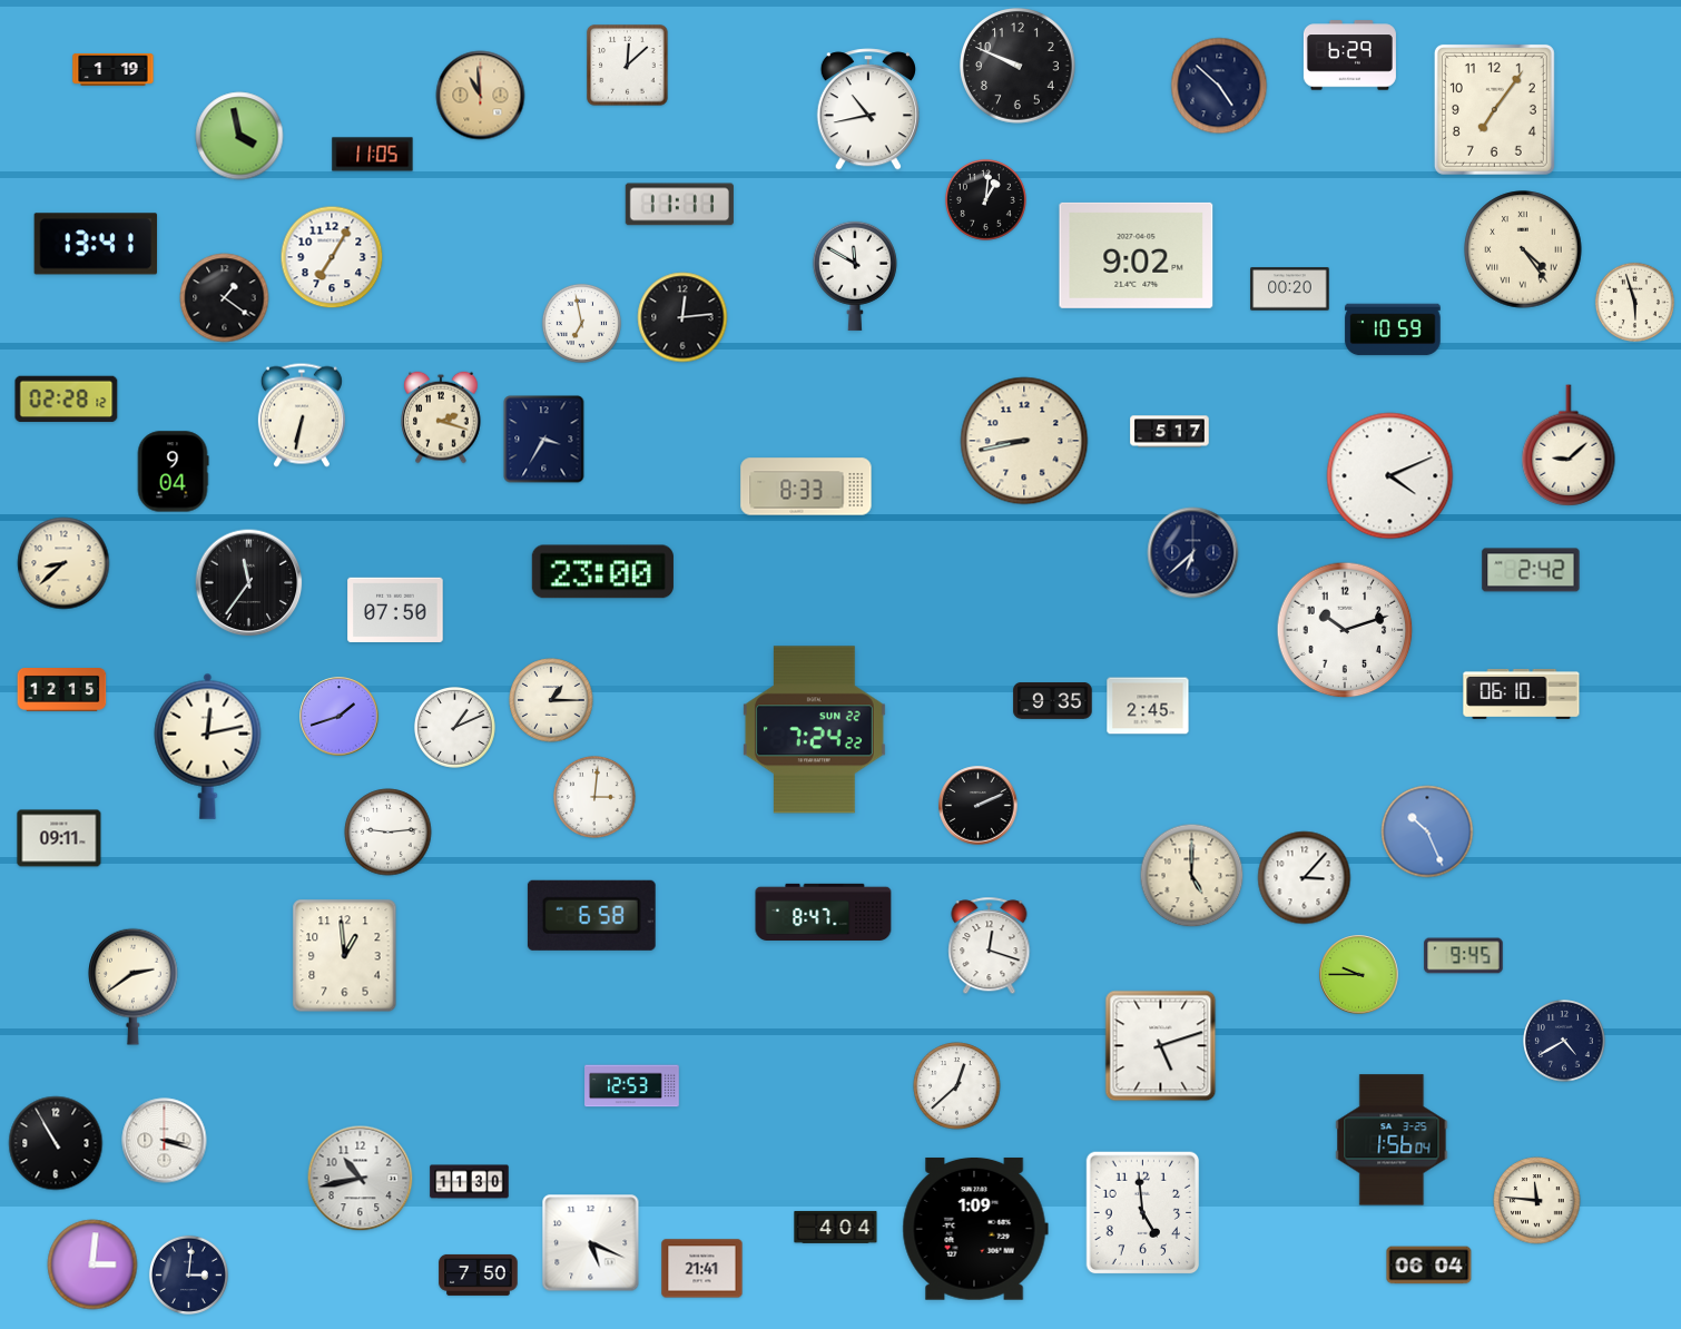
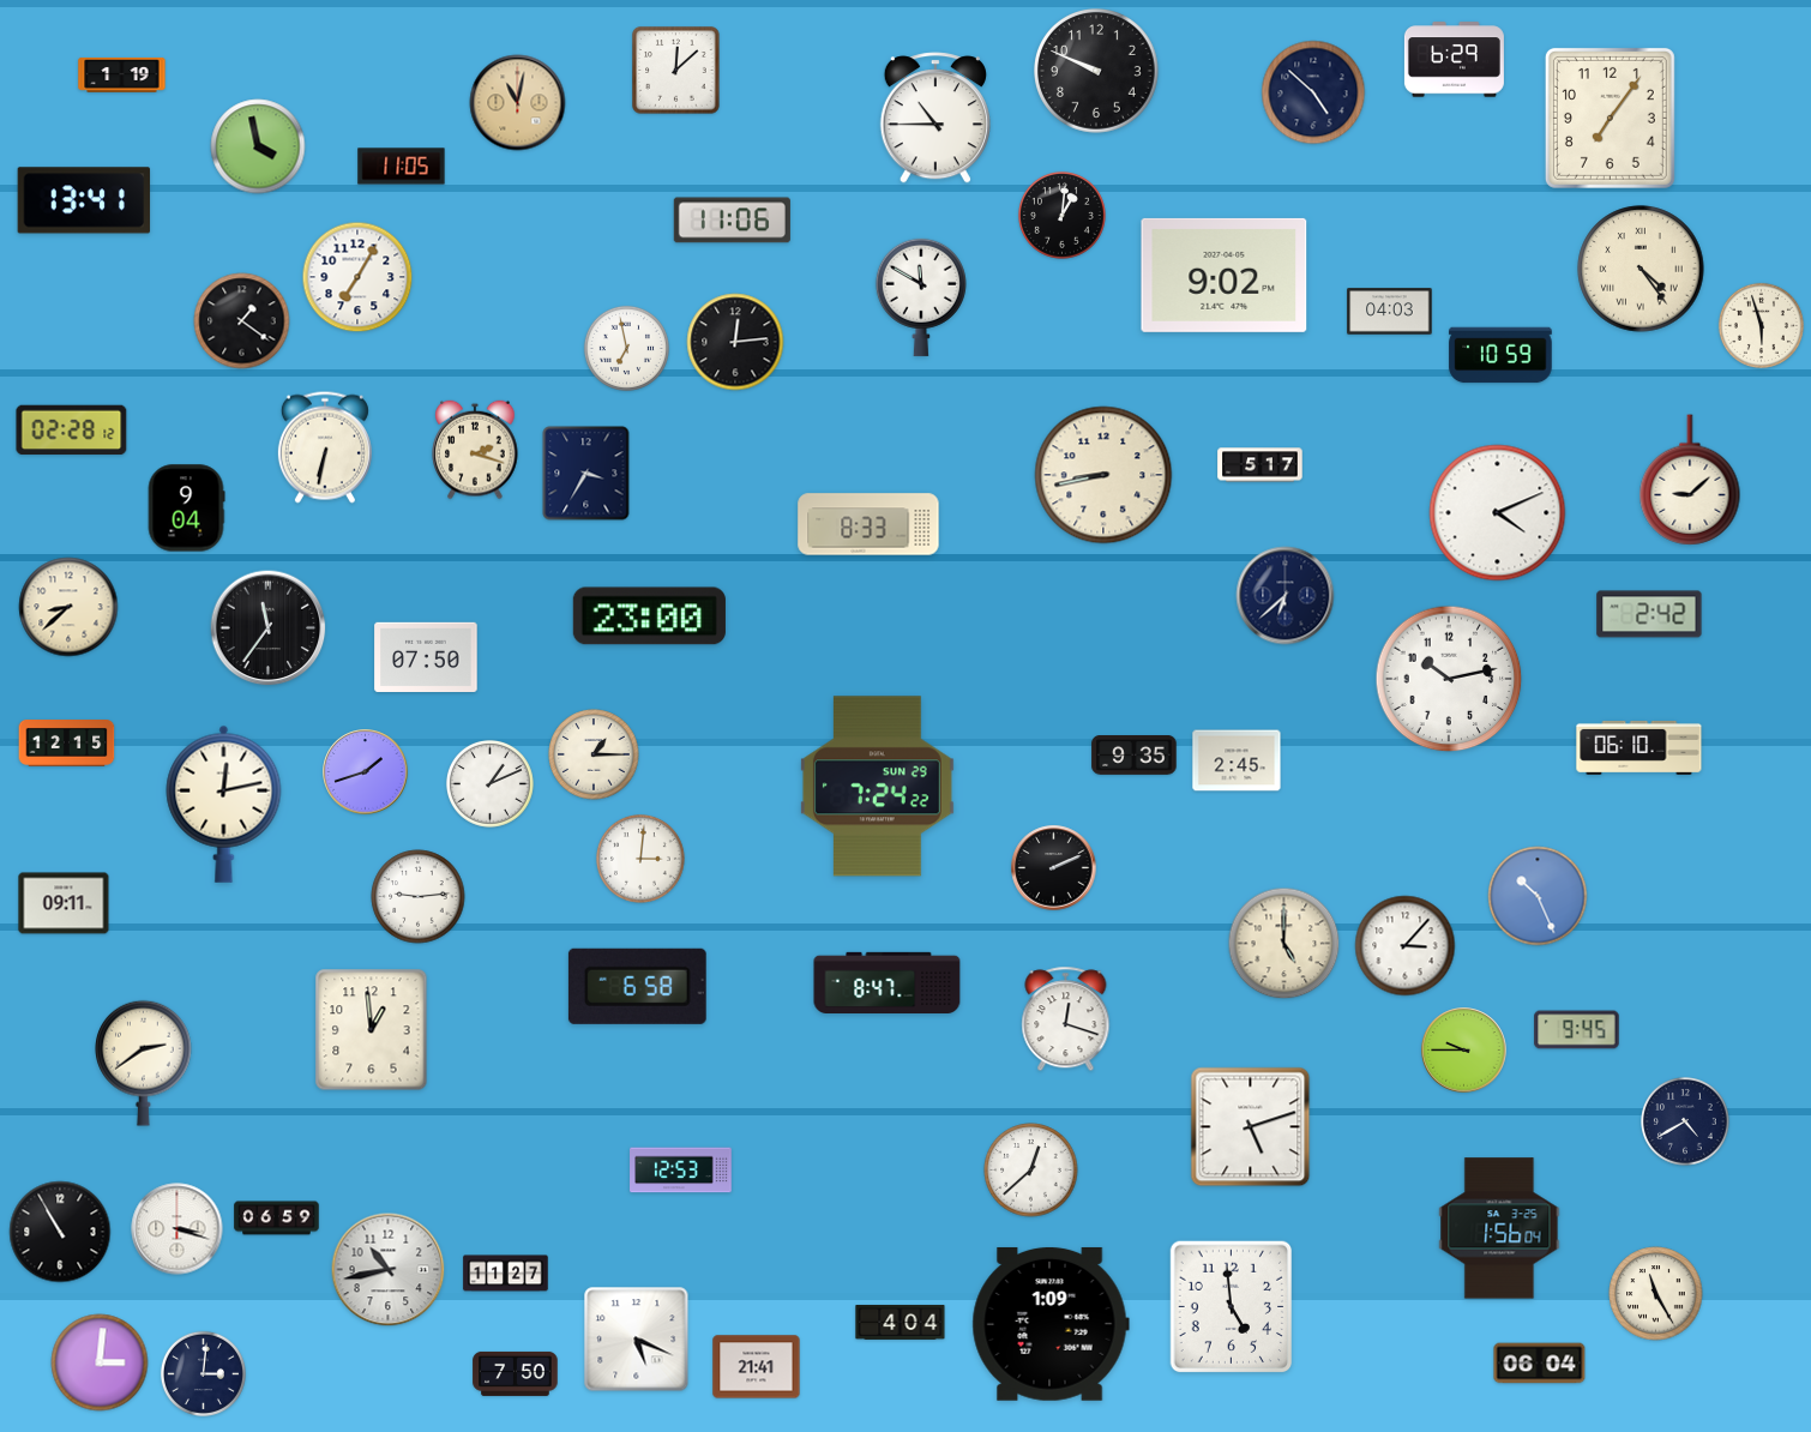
clock at (481, 96): 10:59 -> 11:02
clock at (868, 109): 10:43 -> 10:45
clock at (679, 205): 11:11 -> 11:06
clock at (96, 244) position: (96, 244) -> (84, 200)
clock at (1290, 289): 00:20 -> 04:03
clock at (1345, 630): 10:12 -> 10:13
clock at (814, 730) date: SUN 22 -> SUN 29
clock at (277, 1219): none -> 06:59
clock at (470, 1182): 11:30 -> 11:27
clock at (1537, 1201): 11:46 -> 11:25
